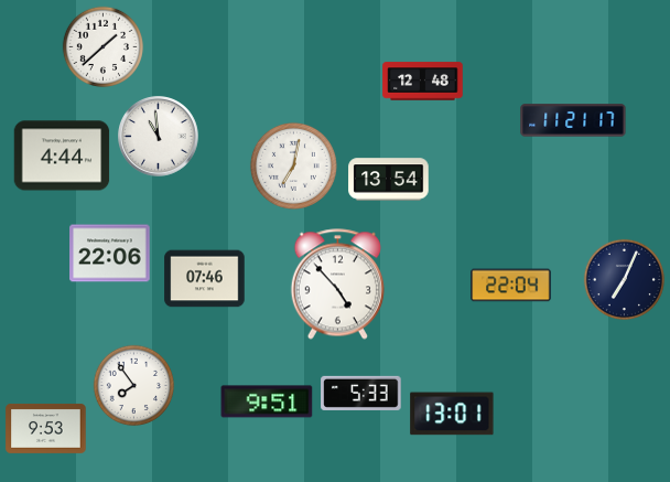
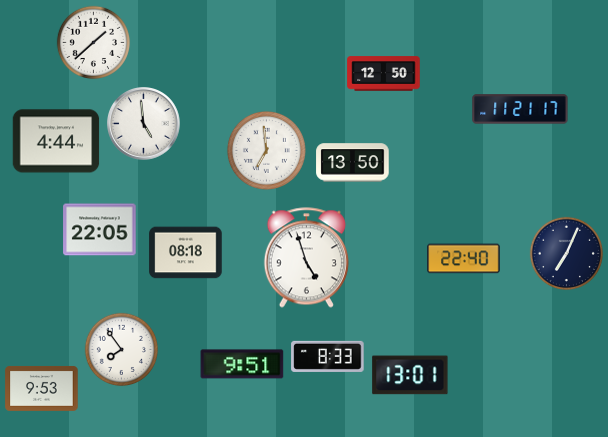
clock at (423, 82): 12:48 -> 12:50
clock at (159, 137): 10:59 -> 4:59
clock at (293, 165): 7:02 -> 6:59
clock at (389, 180): 13:54 -> 13:50
clock at (110, 254): 22:06 -> 22:05
clock at (205, 279): 07:46 -> 08:18
clock at (337, 285): 4:53 -> 4:57
clock at (511, 286): 22:04 -> 22:40
clock at (361, 393): 5:33 -> 8:33
